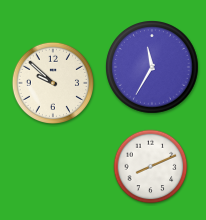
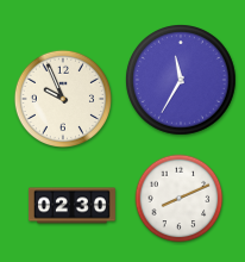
clock at (52, 82): 9:52 -> 9:56
clock at (71, 206): none -> 02:30
